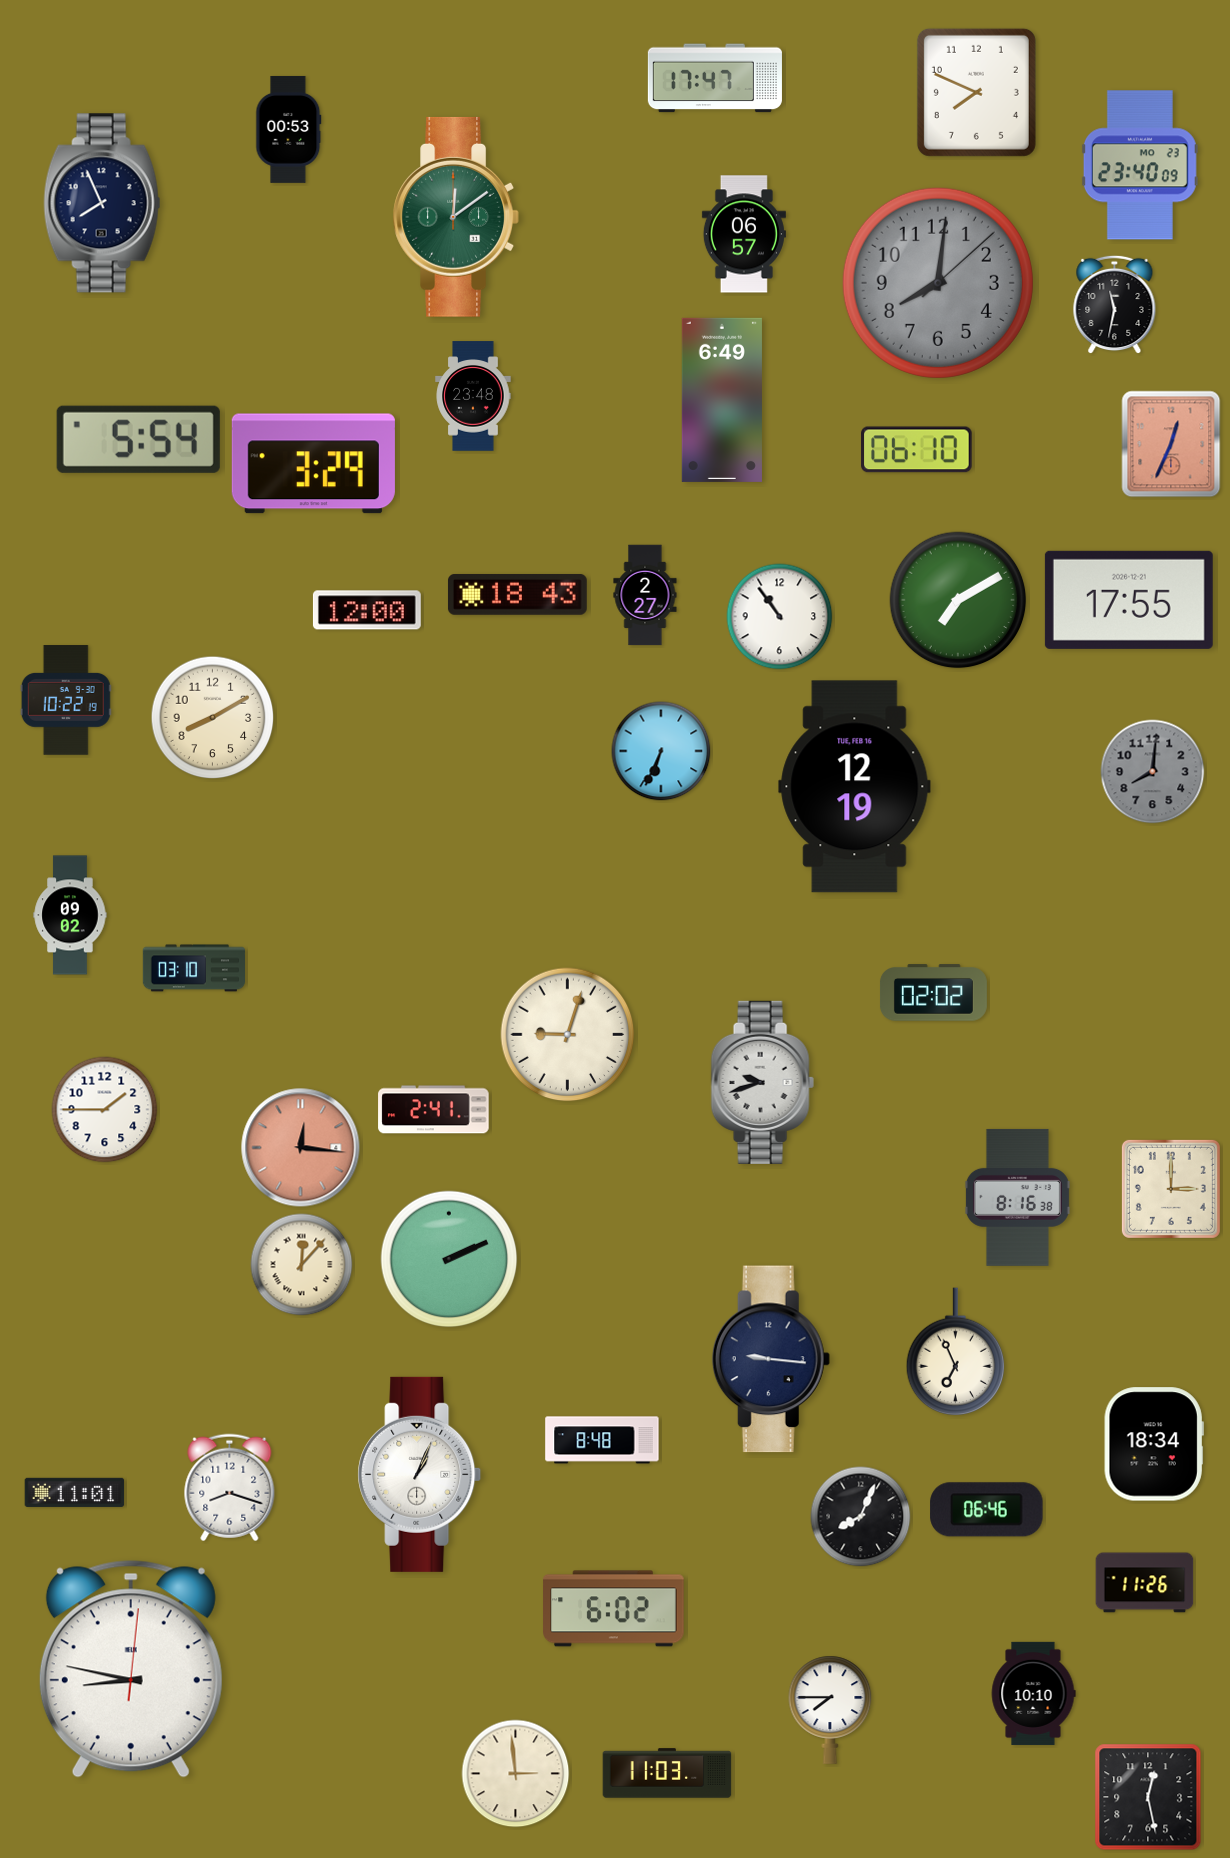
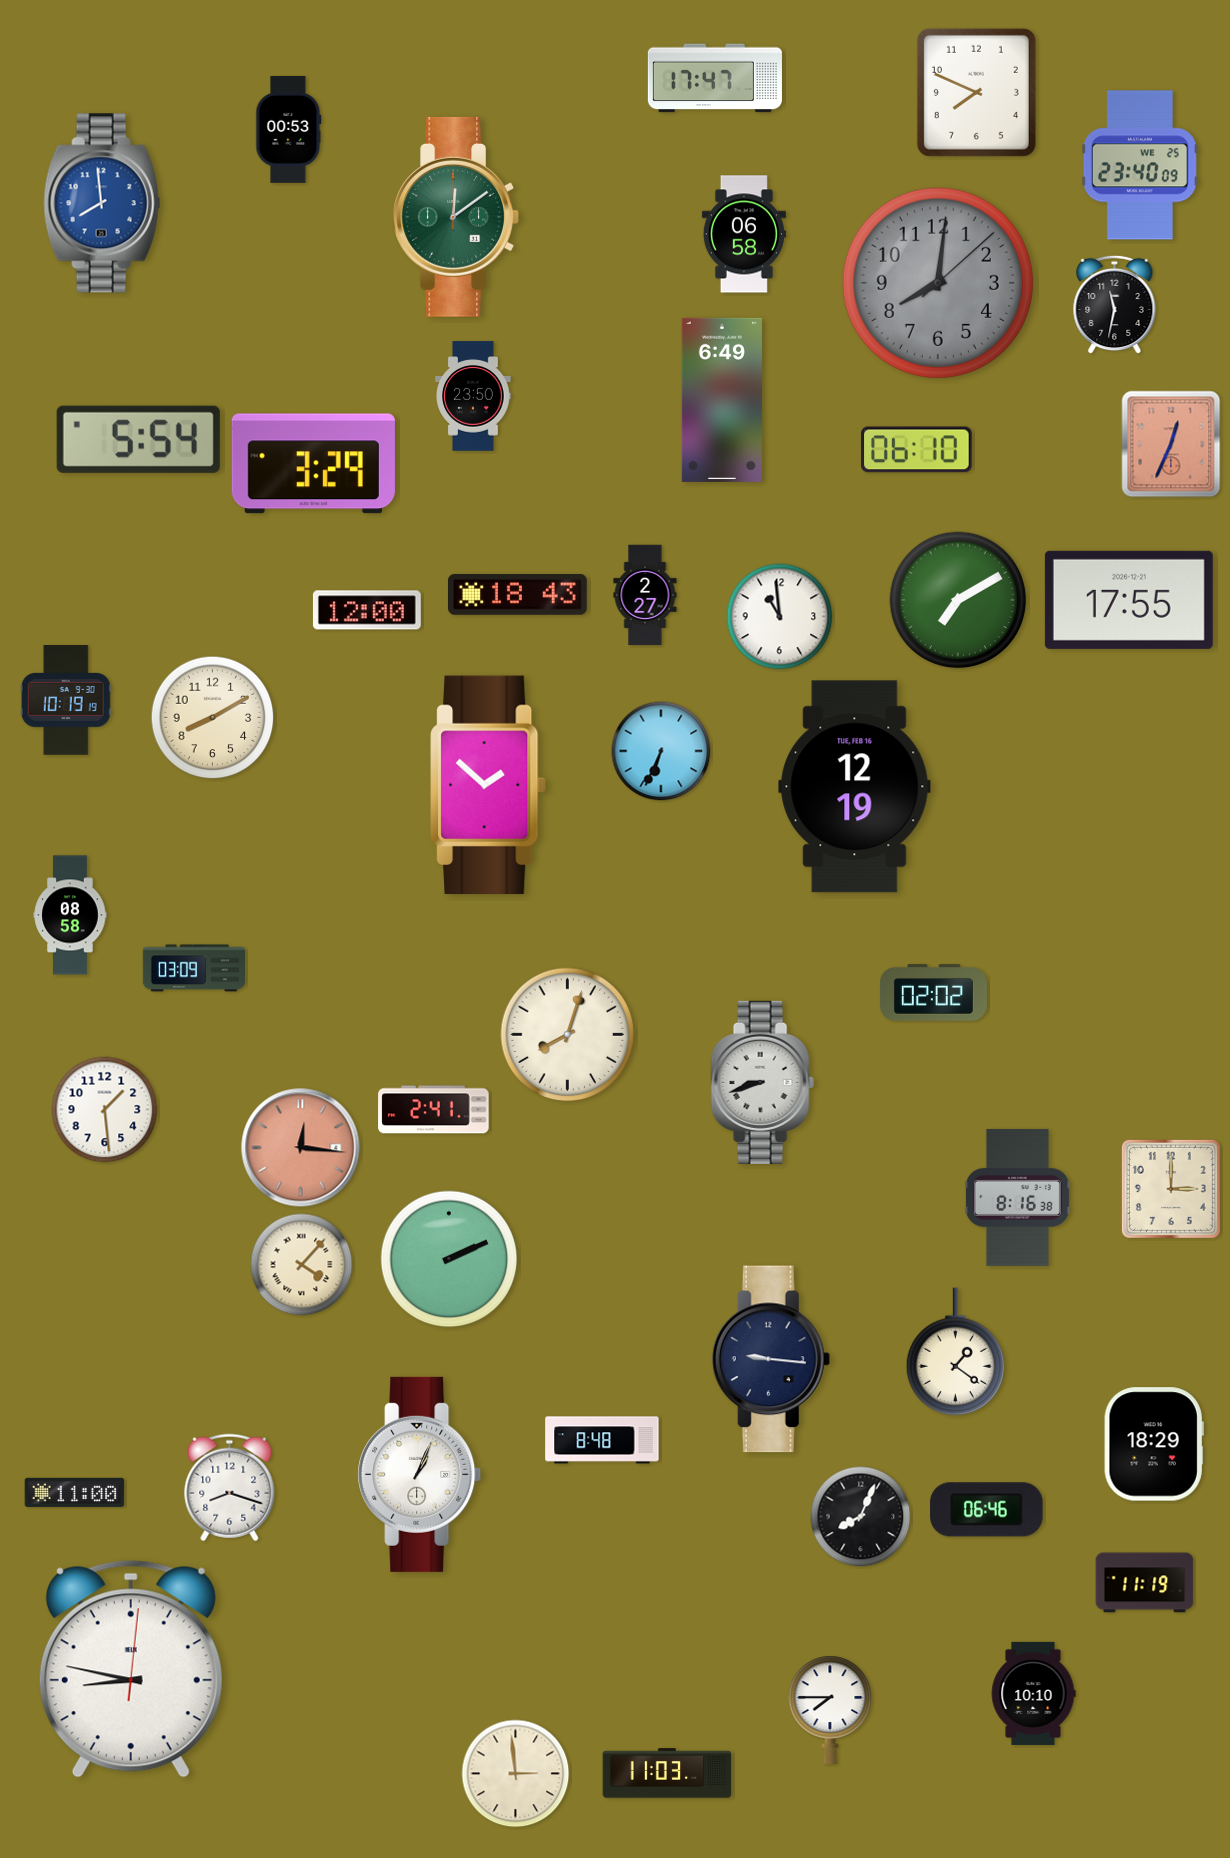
clock at (1140, 165) date: MO 23 -> WE 25
clock at (102, 203): 7:56 -> 7:59
clock at (102, 203) dial: navy -> blue
clock at (744, 234): 06:57 -> 06:58
clock at (473, 396): 23:48 -> 23:50
clock at (780, 617): 10:54 -> 10:59
clock at (66, 700): 10:22 -> 10:19
clock at (1153, 772): 8:01 -> none
clock at (488, 785): none -> 1:52
clock at (70, 915): 09:02 -> 08:58
clock at (194, 968): 03:10 -> 03:09
clock at (568, 1035): 9:03 -> 8:03
clock at (762, 1082): 9:42 -> 8:42
clock at (105, 1110): 1:45 -> 1:29
clock at (302, 1265): 12:07 -> 4:07
clock at (956, 1352): 6:56 -> 1:21
clock at (1154, 1444): 18:34 -> 18:29
clock at (75, 1492): 11:01 -> 11:00
clock at (1145, 1583): 11:26 -> 11:19
clock at (614, 1609): 6:02 -> none
clock at (1148, 1797): 12:28 -> none
